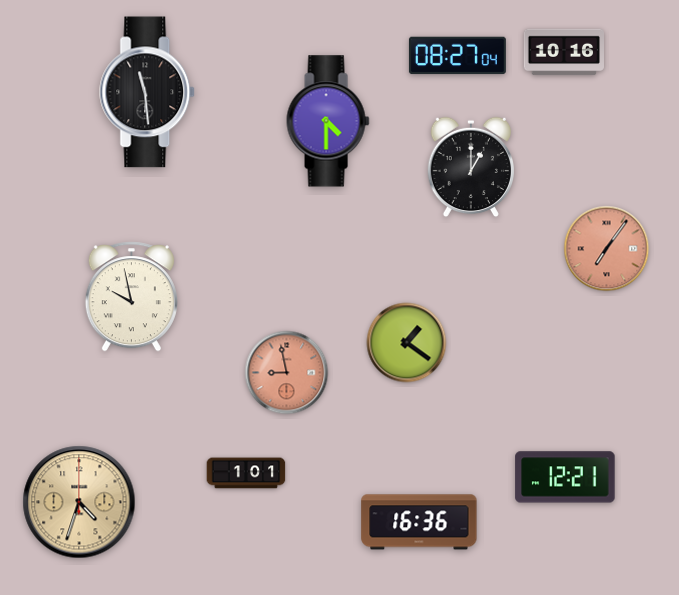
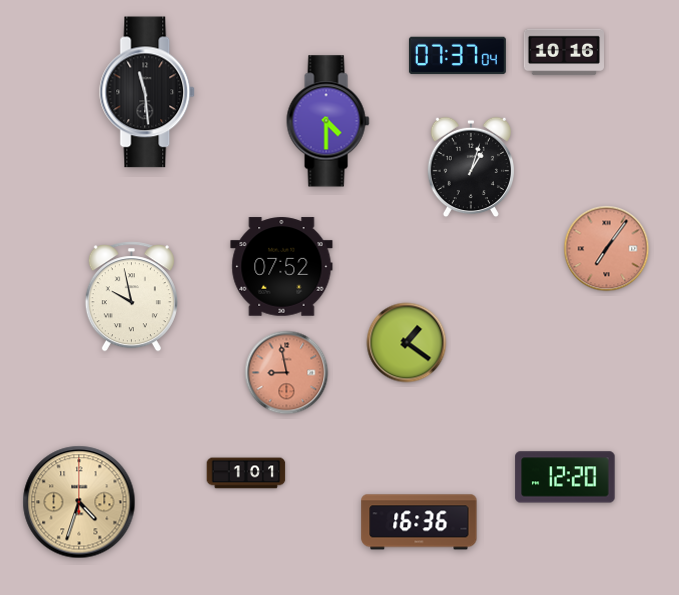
clock at (457, 56): 08:27 -> 07:37
clock at (470, 167): 1:00 -> 1:03
clock at (282, 267): none -> 07:52
clock at (565, 477): 12:21 -> 12:20
